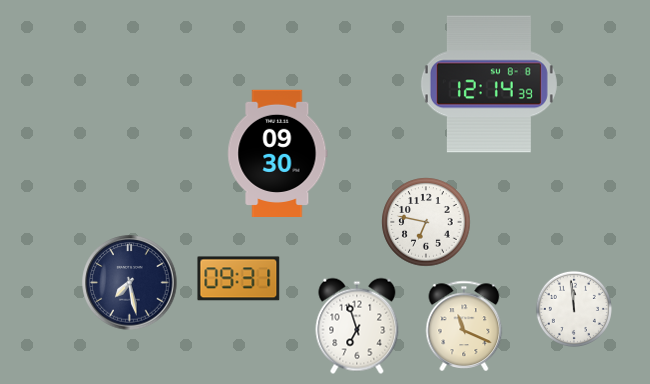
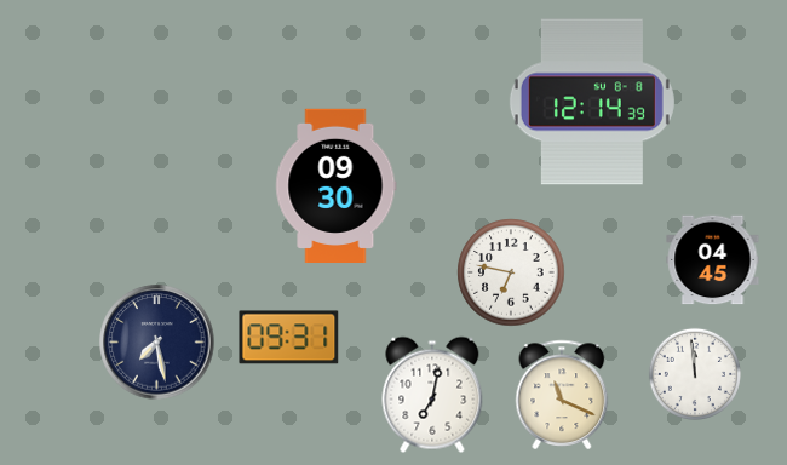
clock at (713, 260): none -> 04:45
clock at (426, 222) position: (426, 222) -> (511, 272)
clock at (357, 326): 6:57 -> 7:02
